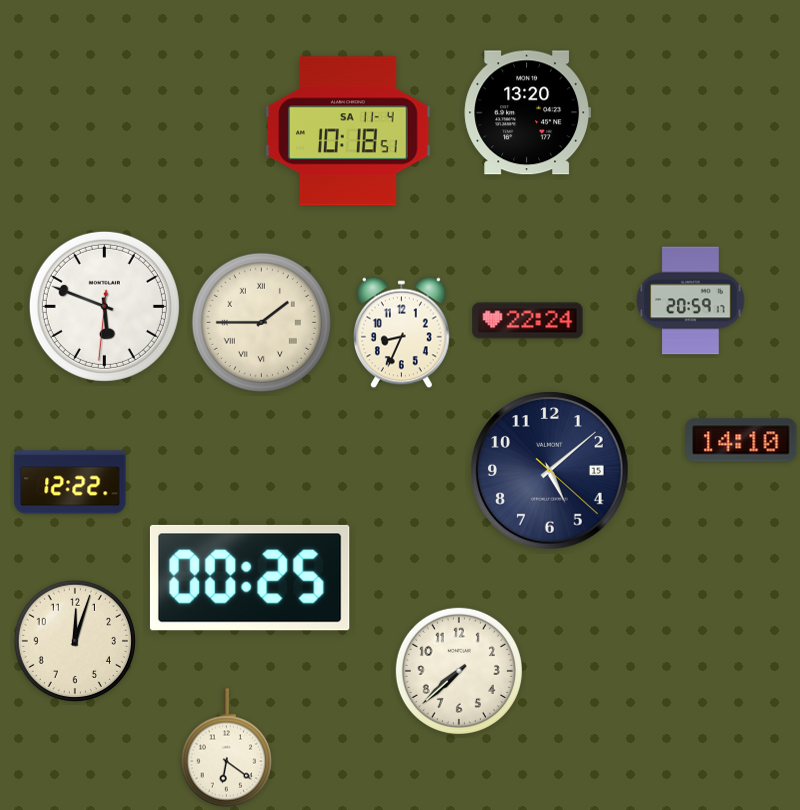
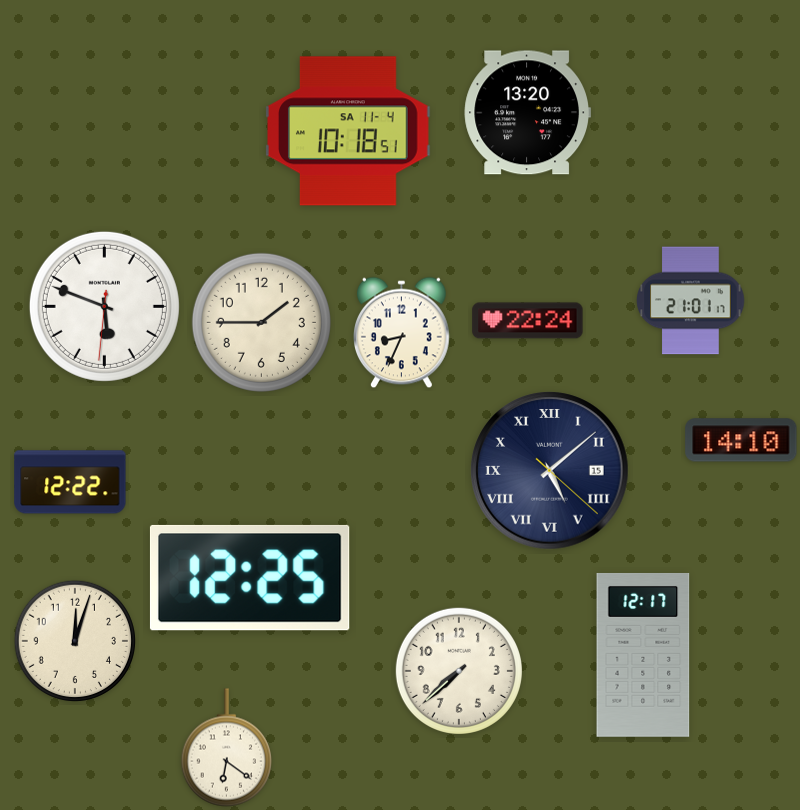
clock at (691, 301): 20:59 -> 21:01
clock at (261, 322) numerals: Roman -> Arabic
clock at (550, 471) numerals: Arabic -> Roman
clock at (250, 578): 00:25 -> 12:25
clock at (643, 655): none -> 12:17
